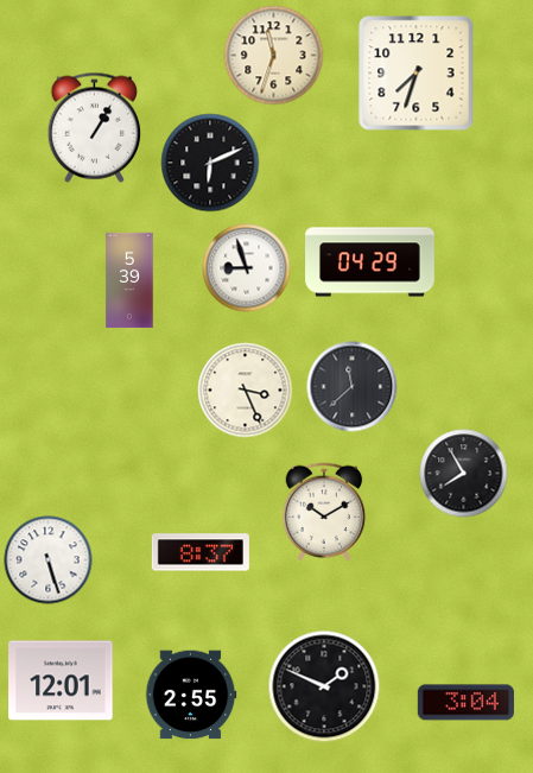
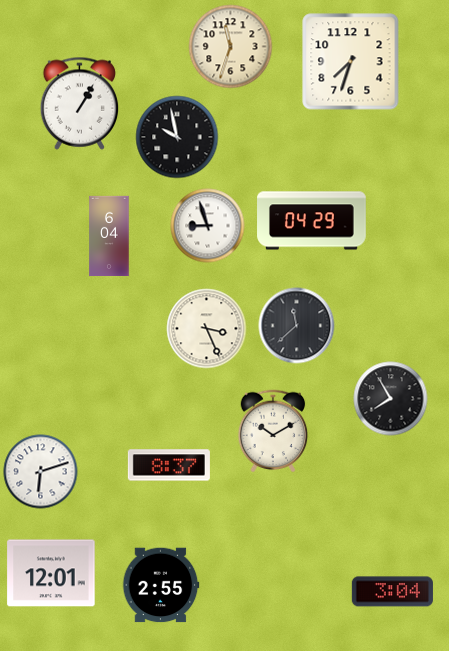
clock at (95, 127) position: (95, 127) -> (80, 103)
clock at (210, 163): 6:11 -> 9:58
clock at (129, 280): 5:39 -> 6:04
clock at (49, 560): 5:27 -> 6:12
clock at (324, 686): 1:49 -> none
